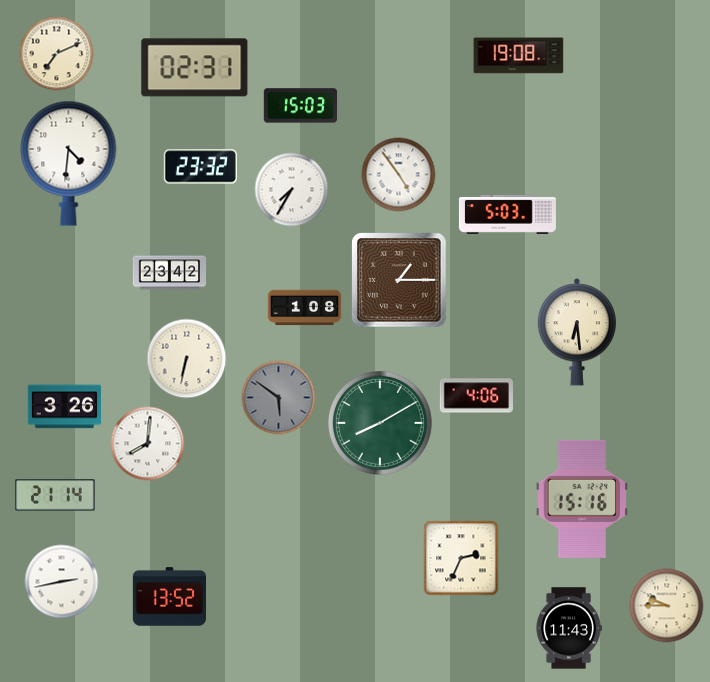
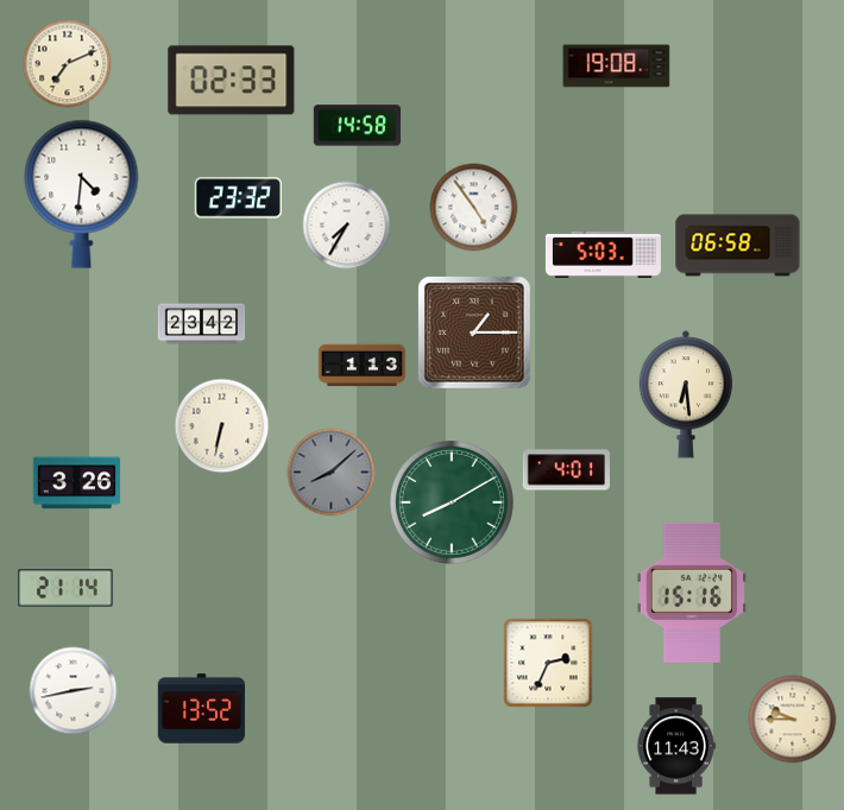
clock at (195, 68): 02:31 -> 02:33
clock at (300, 106): 15:03 -> 14:58
clock at (738, 246): none -> 06:58
clock at (305, 308): 1:08 -> 1:13
clock at (476, 396): 4:06 -> 4:01
clock at (279, 398): 5:51 -> 8:08
clock at (148, 444): 8:01 -> none
